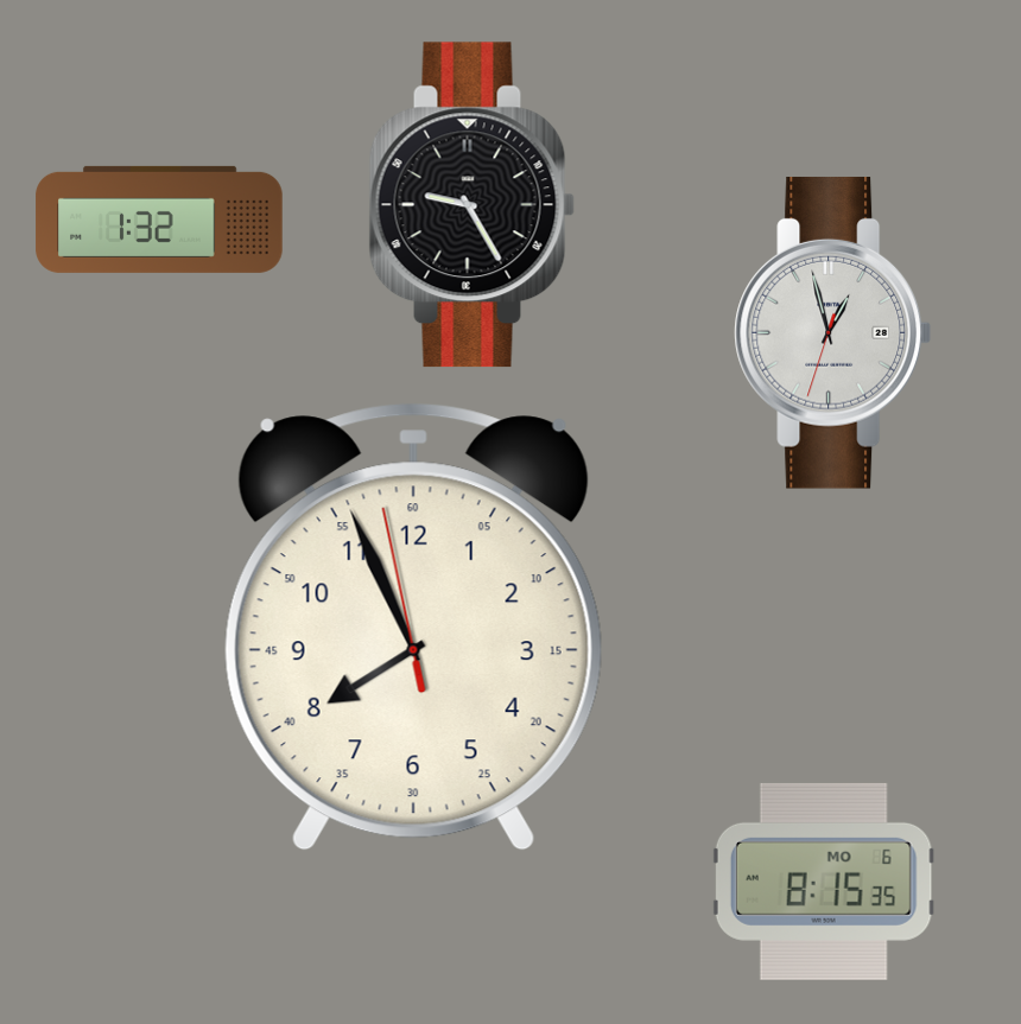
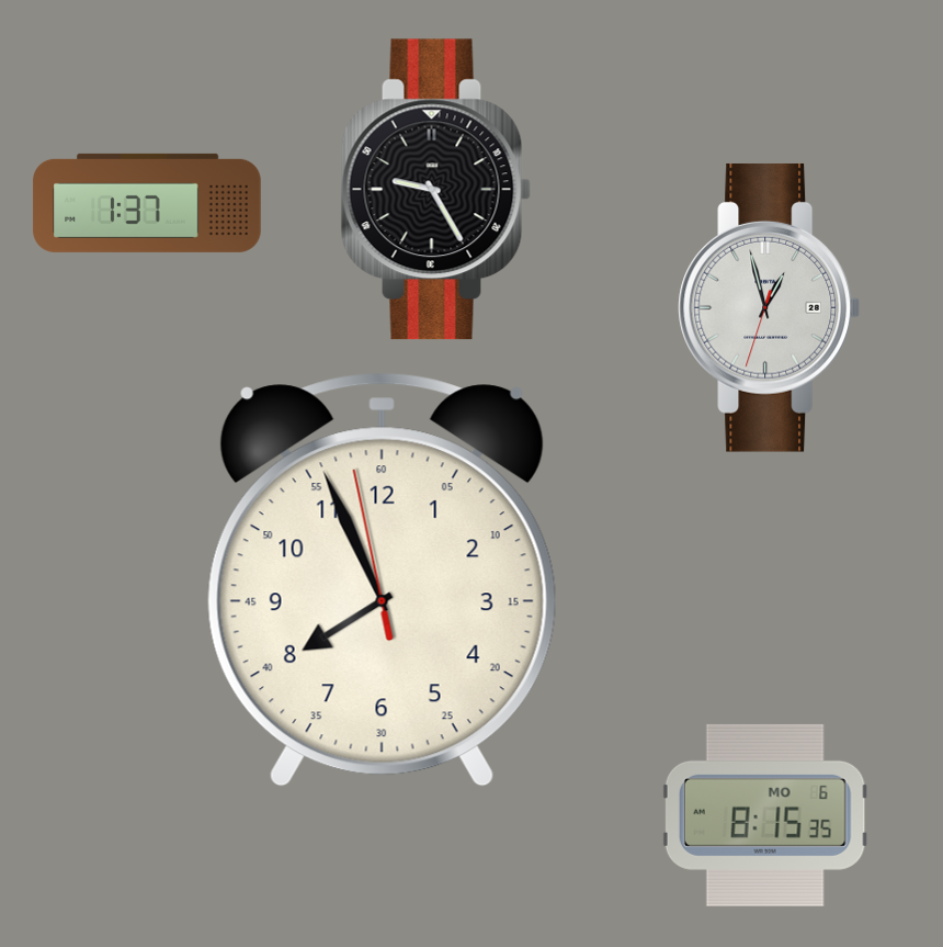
clock at (159, 220): 1:32 -> 1:37
clock at (824, 882) position: (824, 882) -> (765, 815)
